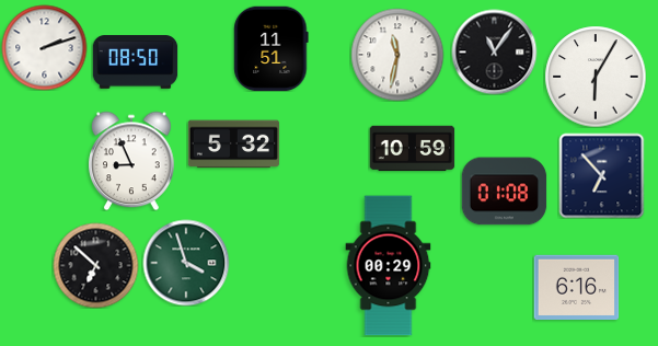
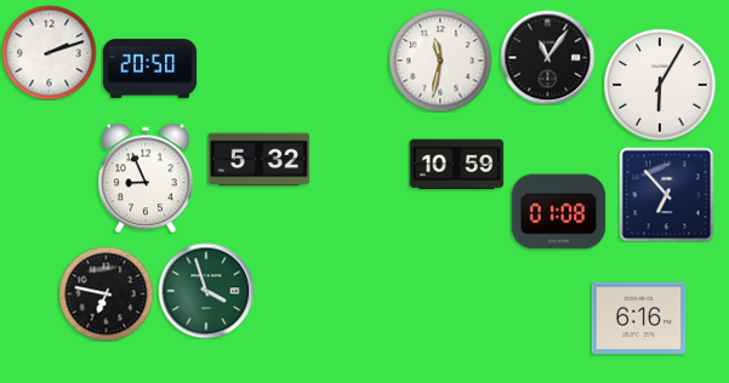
clock at (272, 48): 11:51 -> none
clock at (135, 62): 08:50 -> 20:50
clock at (95, 265): 6:52 -> 6:47
clock at (389, 266): 00:29 -> none
